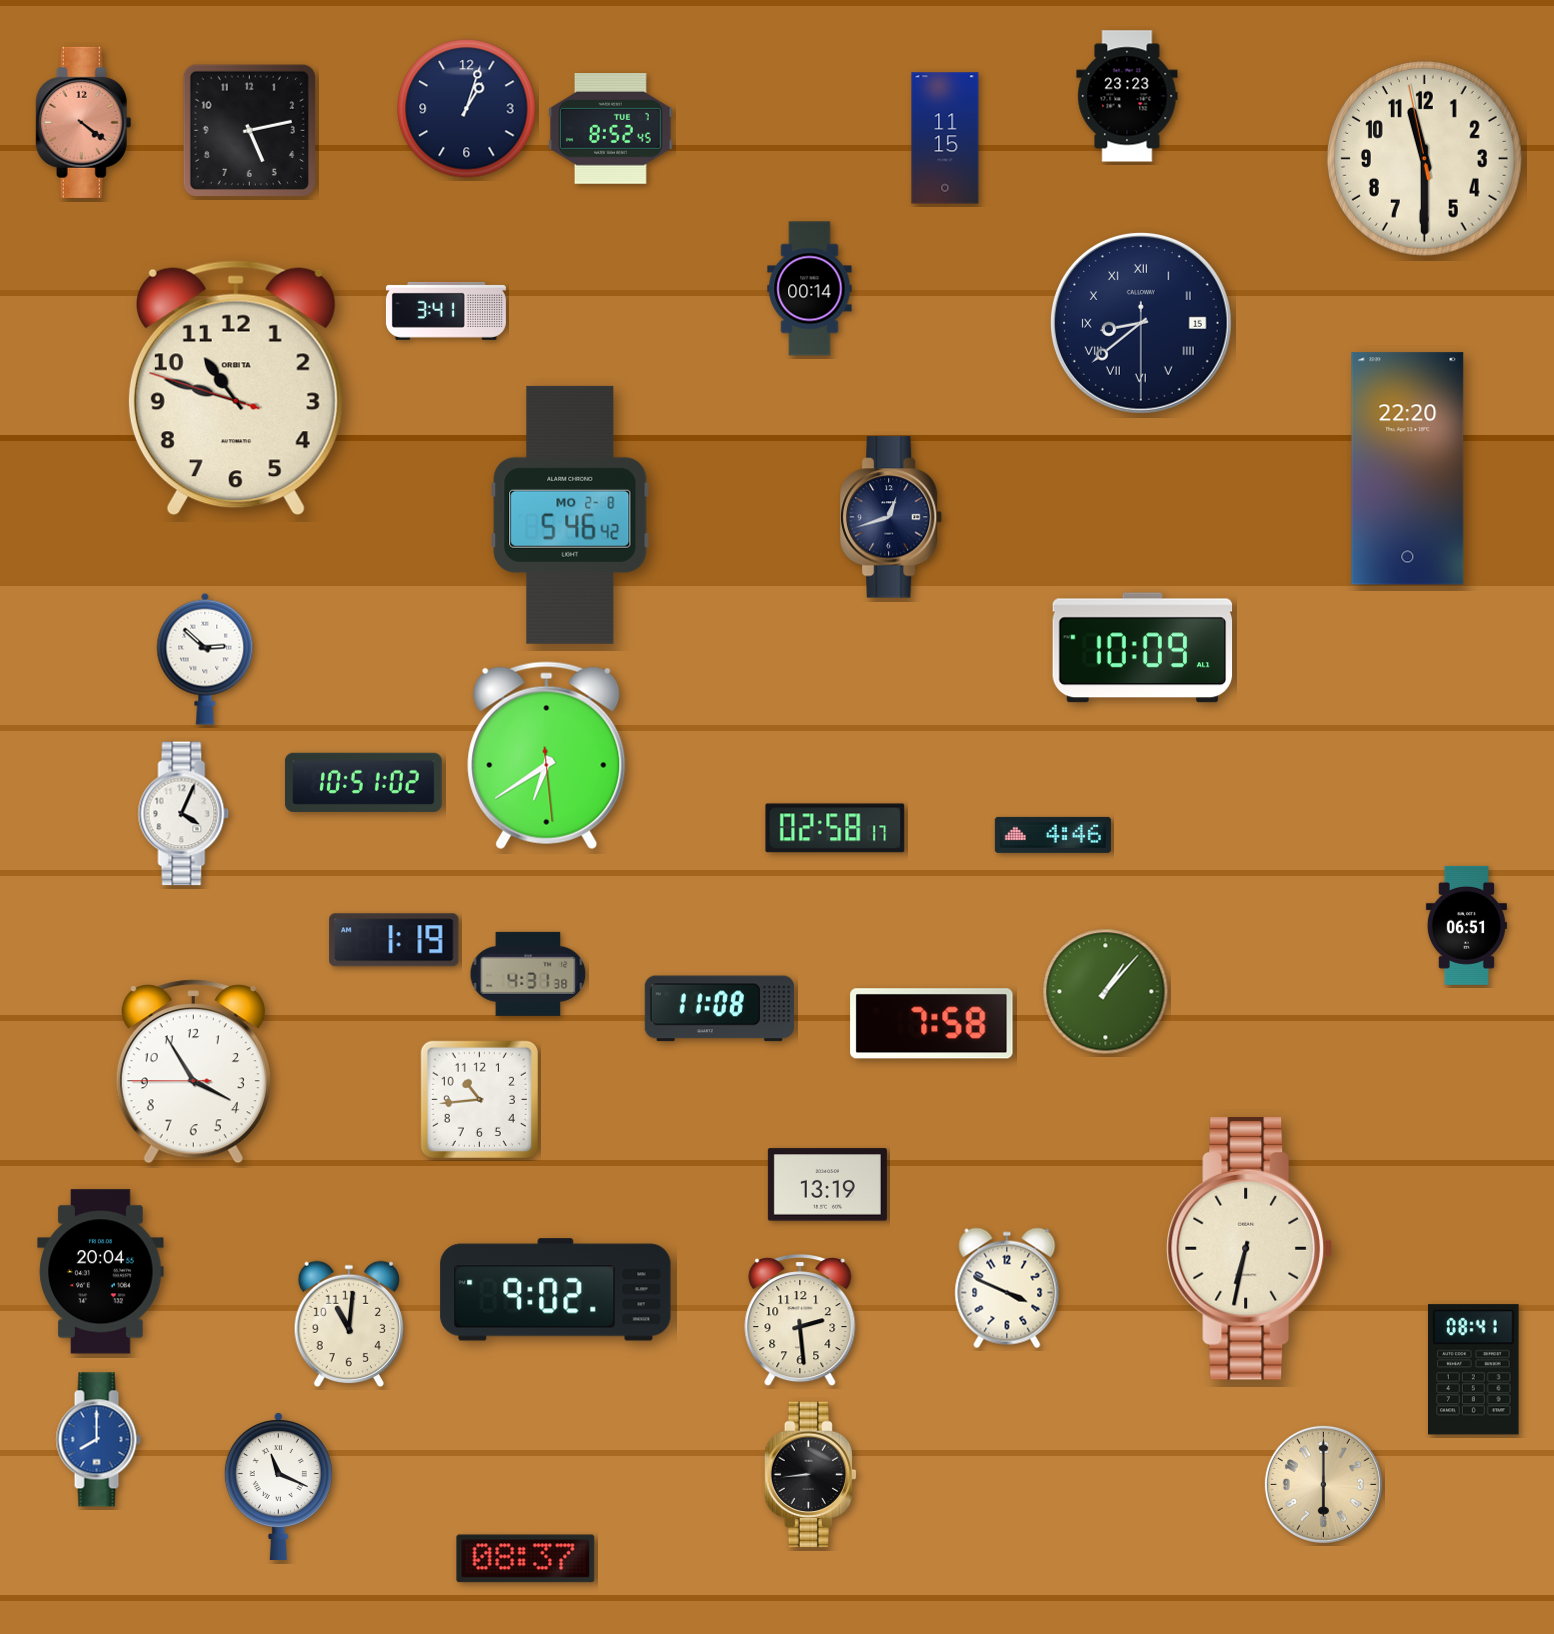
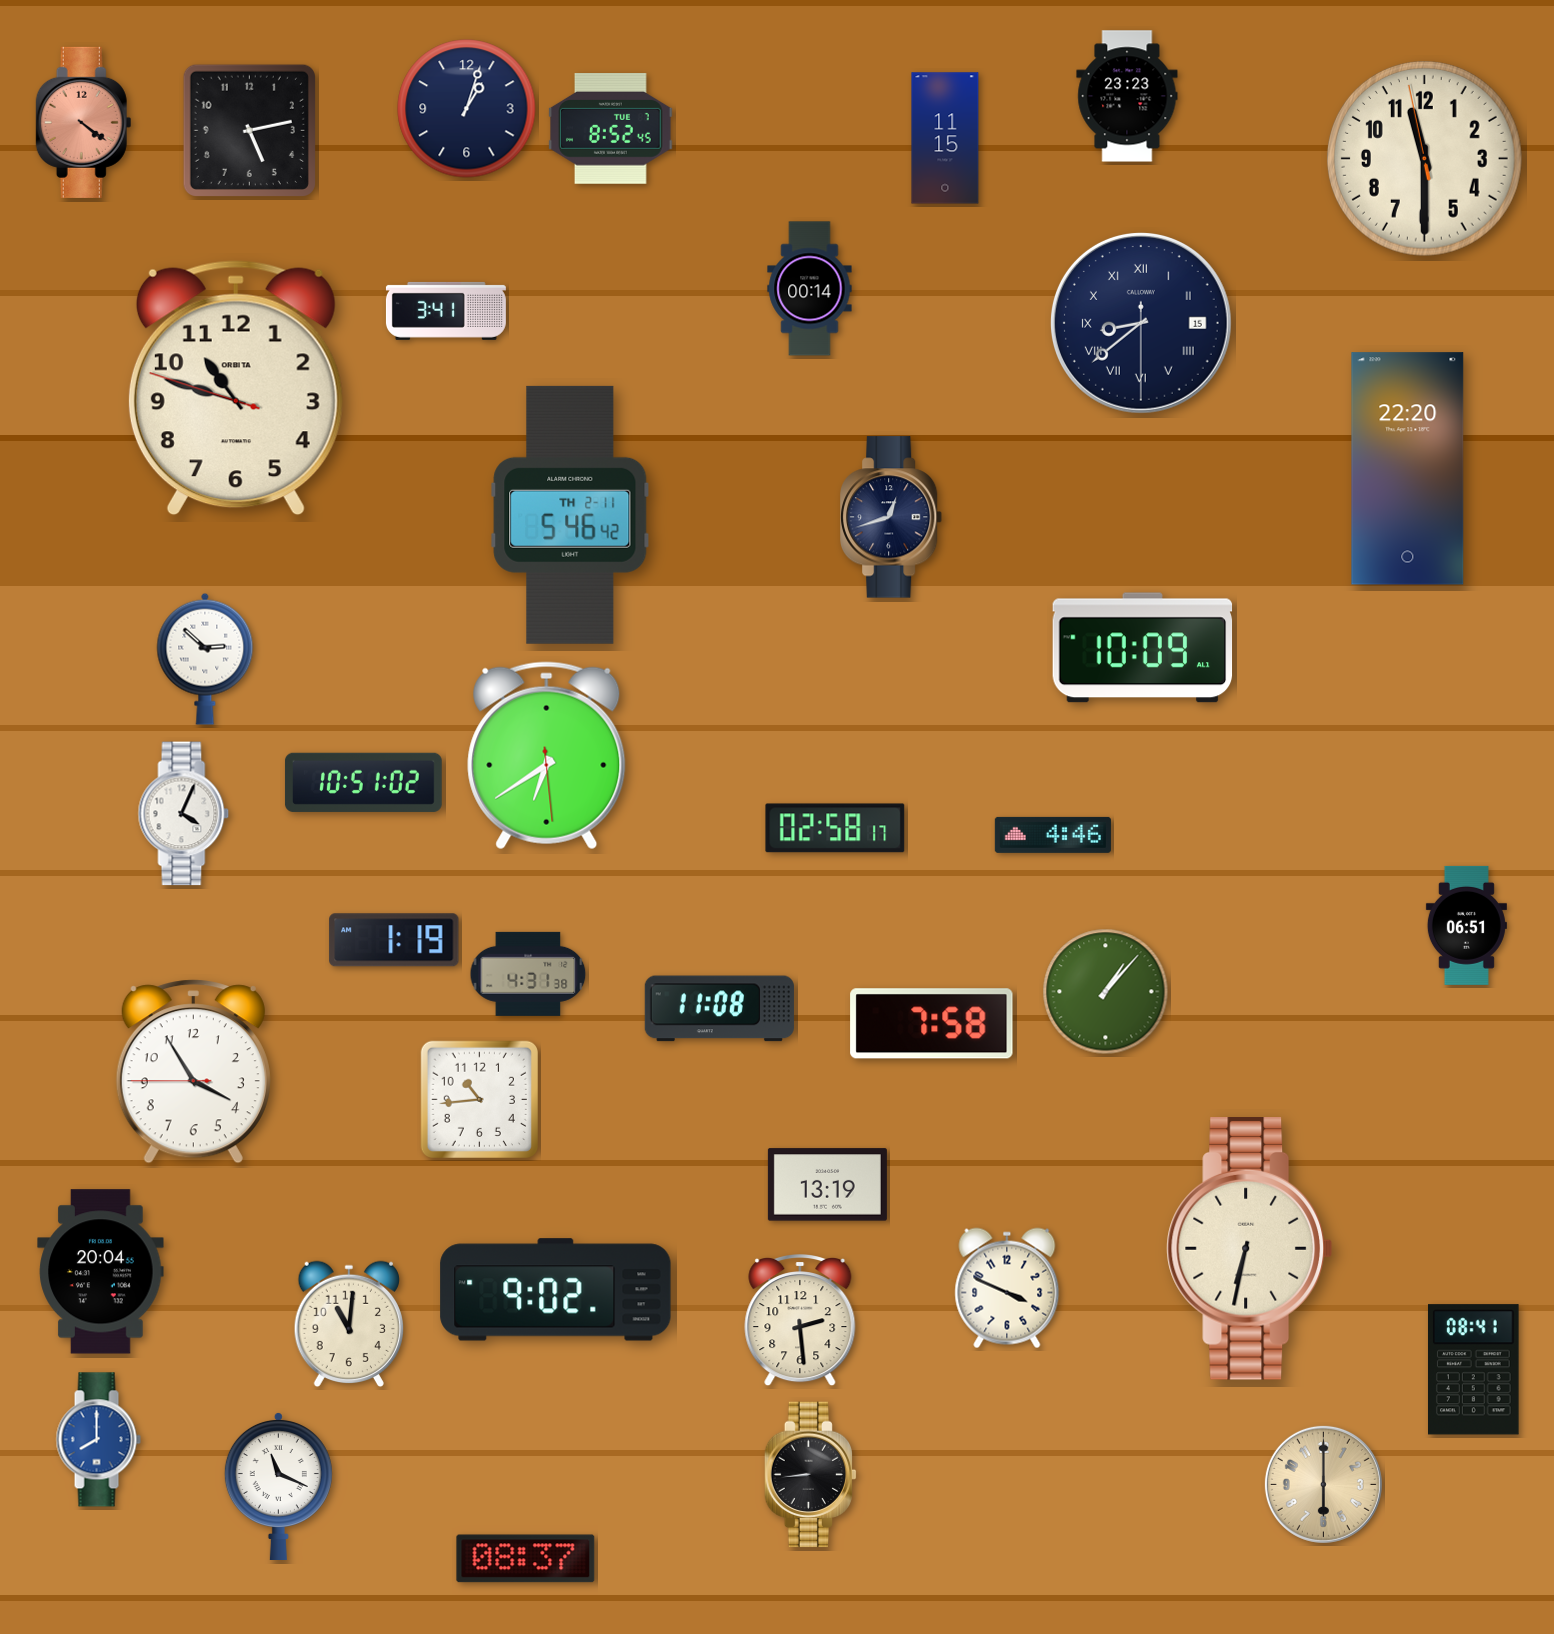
clock at (570, 515) date: MO 2-8 -> TH 2-11
